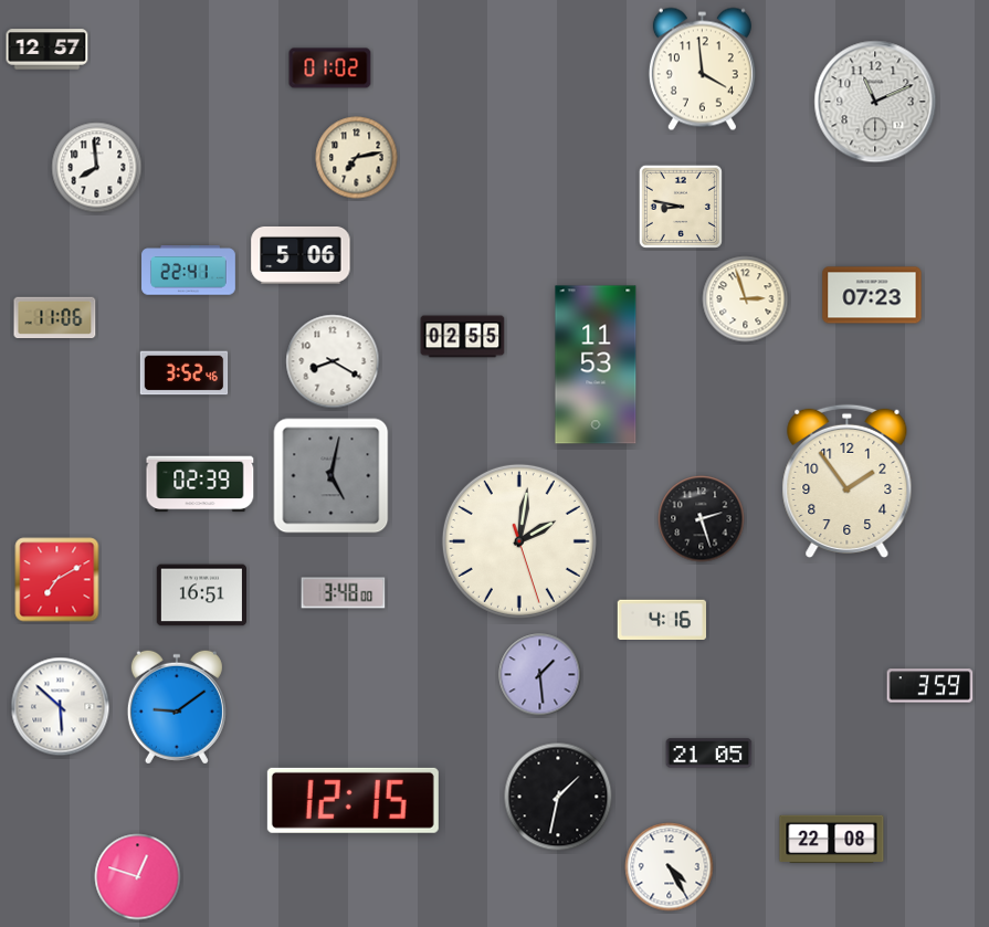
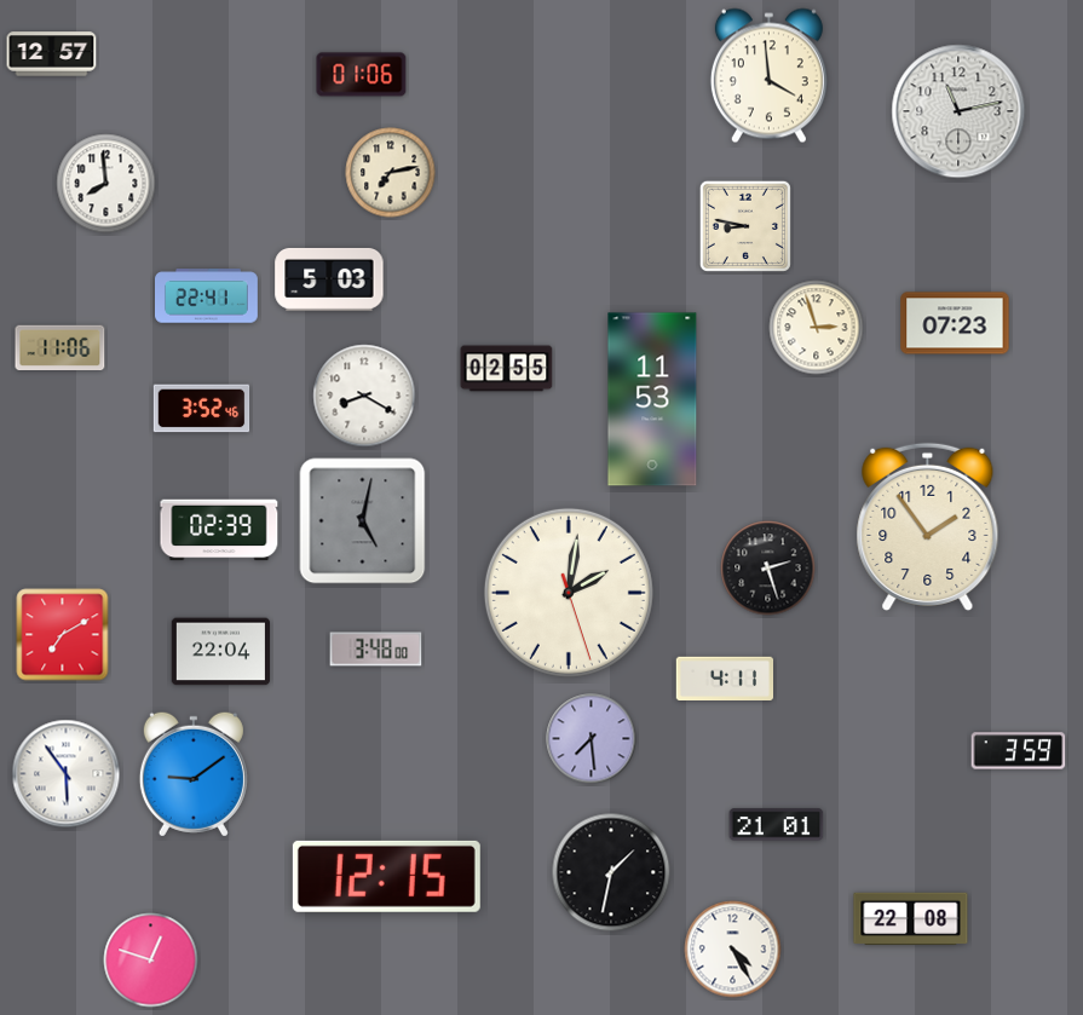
clock at (330, 69): 01:02 -> 01:06
clock at (875, 102): 11:11 -> 11:13
clock at (301, 255): 5:06 -> 5:03
clock at (201, 596): 16:51 -> 22:04
clock at (662, 620): 4:16 -> 4:11
clock at (540, 675): 1:29 -> 7:29
clock at (61, 707): 5:52 -> 5:54
clock at (709, 754): 21:05 -> 21:01
